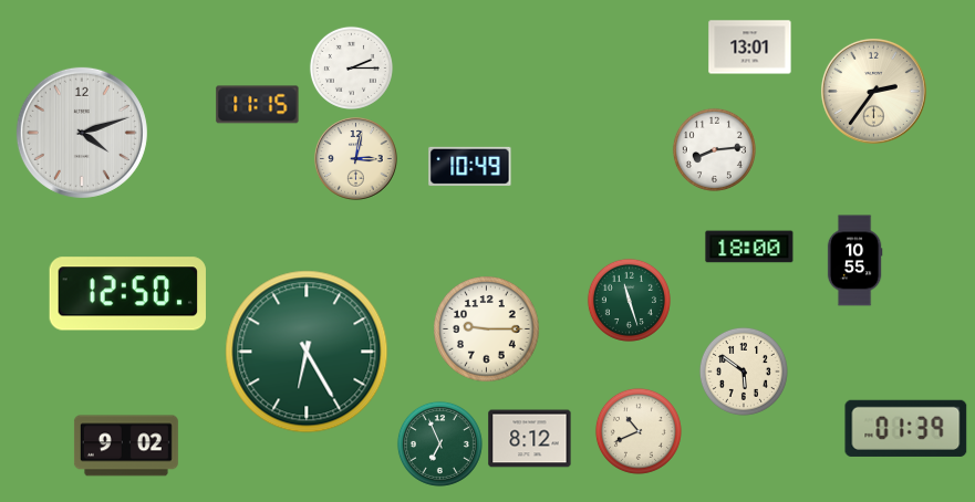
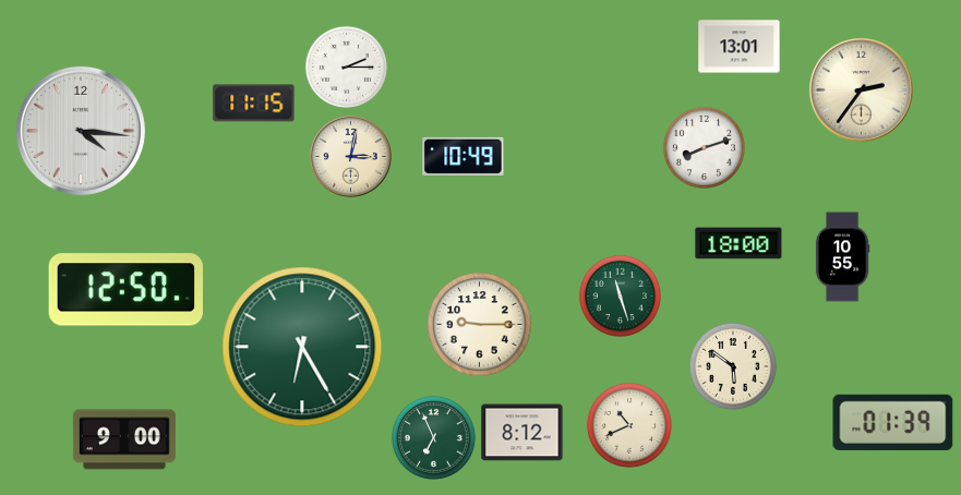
clock at (82, 133): 4:12 -> 4:16
clock at (714, 149): 8:14 -> 8:12
clock at (470, 166) position: (470, 166) -> (464, 156)
clock at (126, 446): 9:02 -> 9:00
